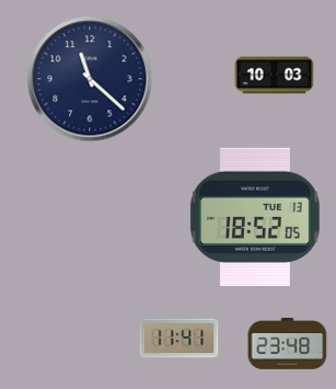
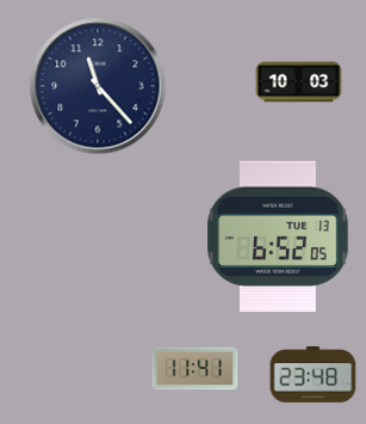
clock at (90, 79): 11:22 -> 11:23
clock at (255, 216): 18:52 -> 6:52
